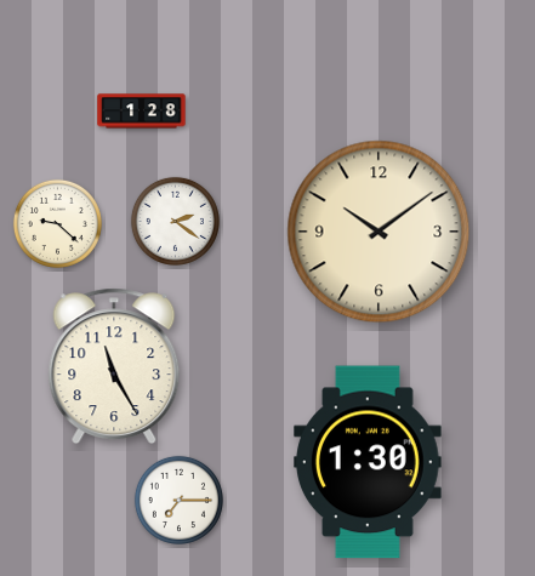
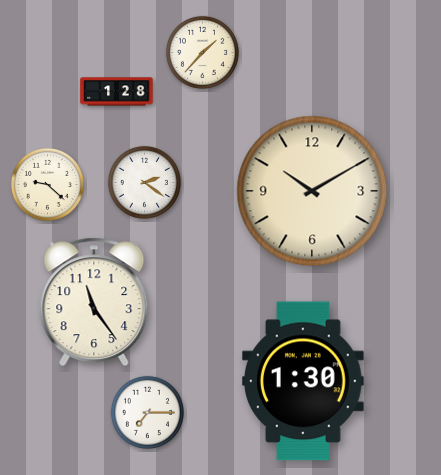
clock at (202, 52): none -> 1:37
clock at (379, 232): 10:09 -> 10:10
clock at (114, 366): 11:25 -> 11:24
